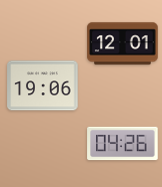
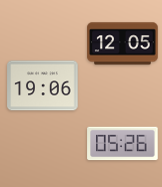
clock at (123, 44): 12:01 -> 12:05
clock at (123, 144): 04:26 -> 05:26
